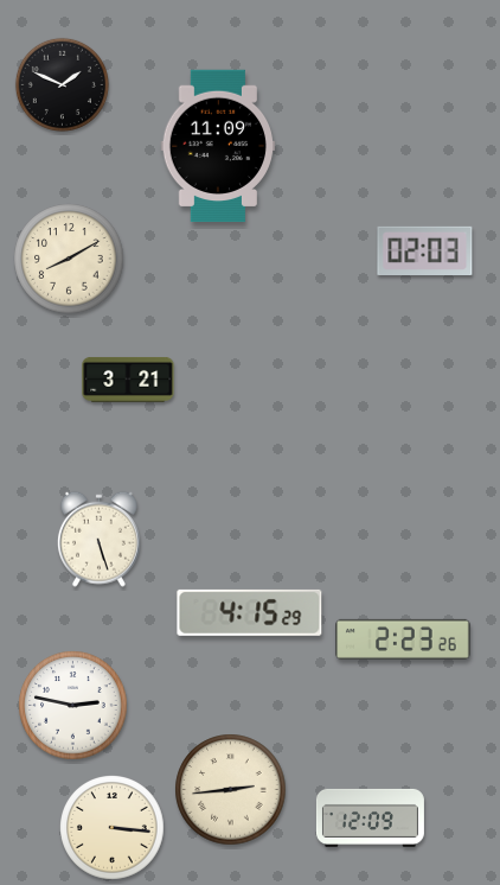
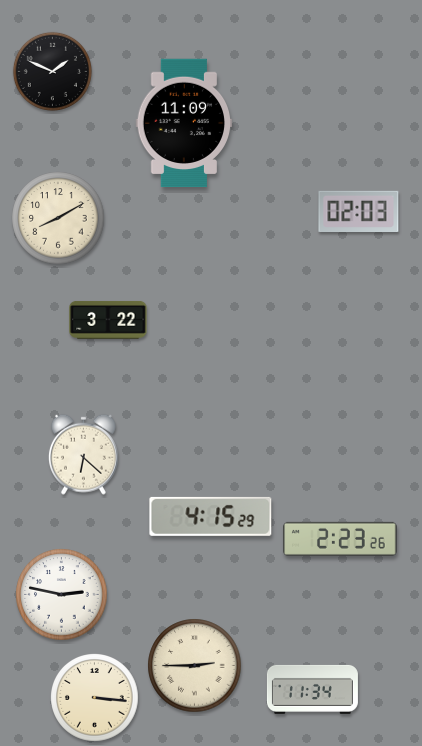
clock at (128, 380): 3:21 -> 3:22
clock at (98, 539): 5:27 -> 6:22
clock at (231, 790): 2:44 -> 2:45
clock at (370, 817): 12:09 -> 11:34
